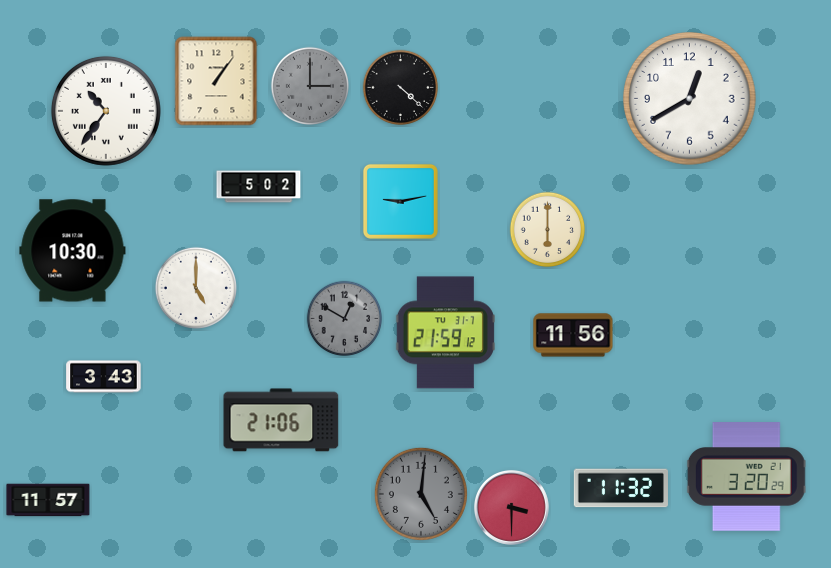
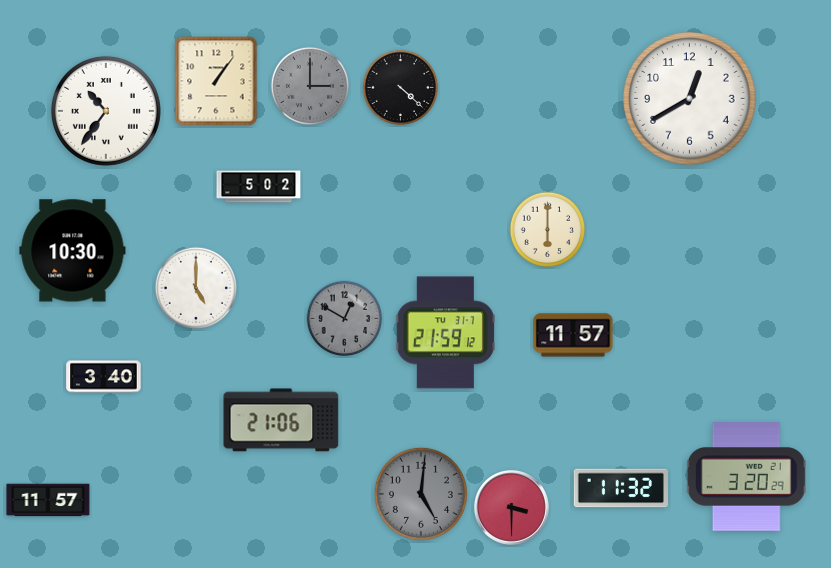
clock at (400, 201): 9:13 -> none
clock at (573, 335): 11:56 -> 11:57
clock at (104, 377): 3:43 -> 3:40
